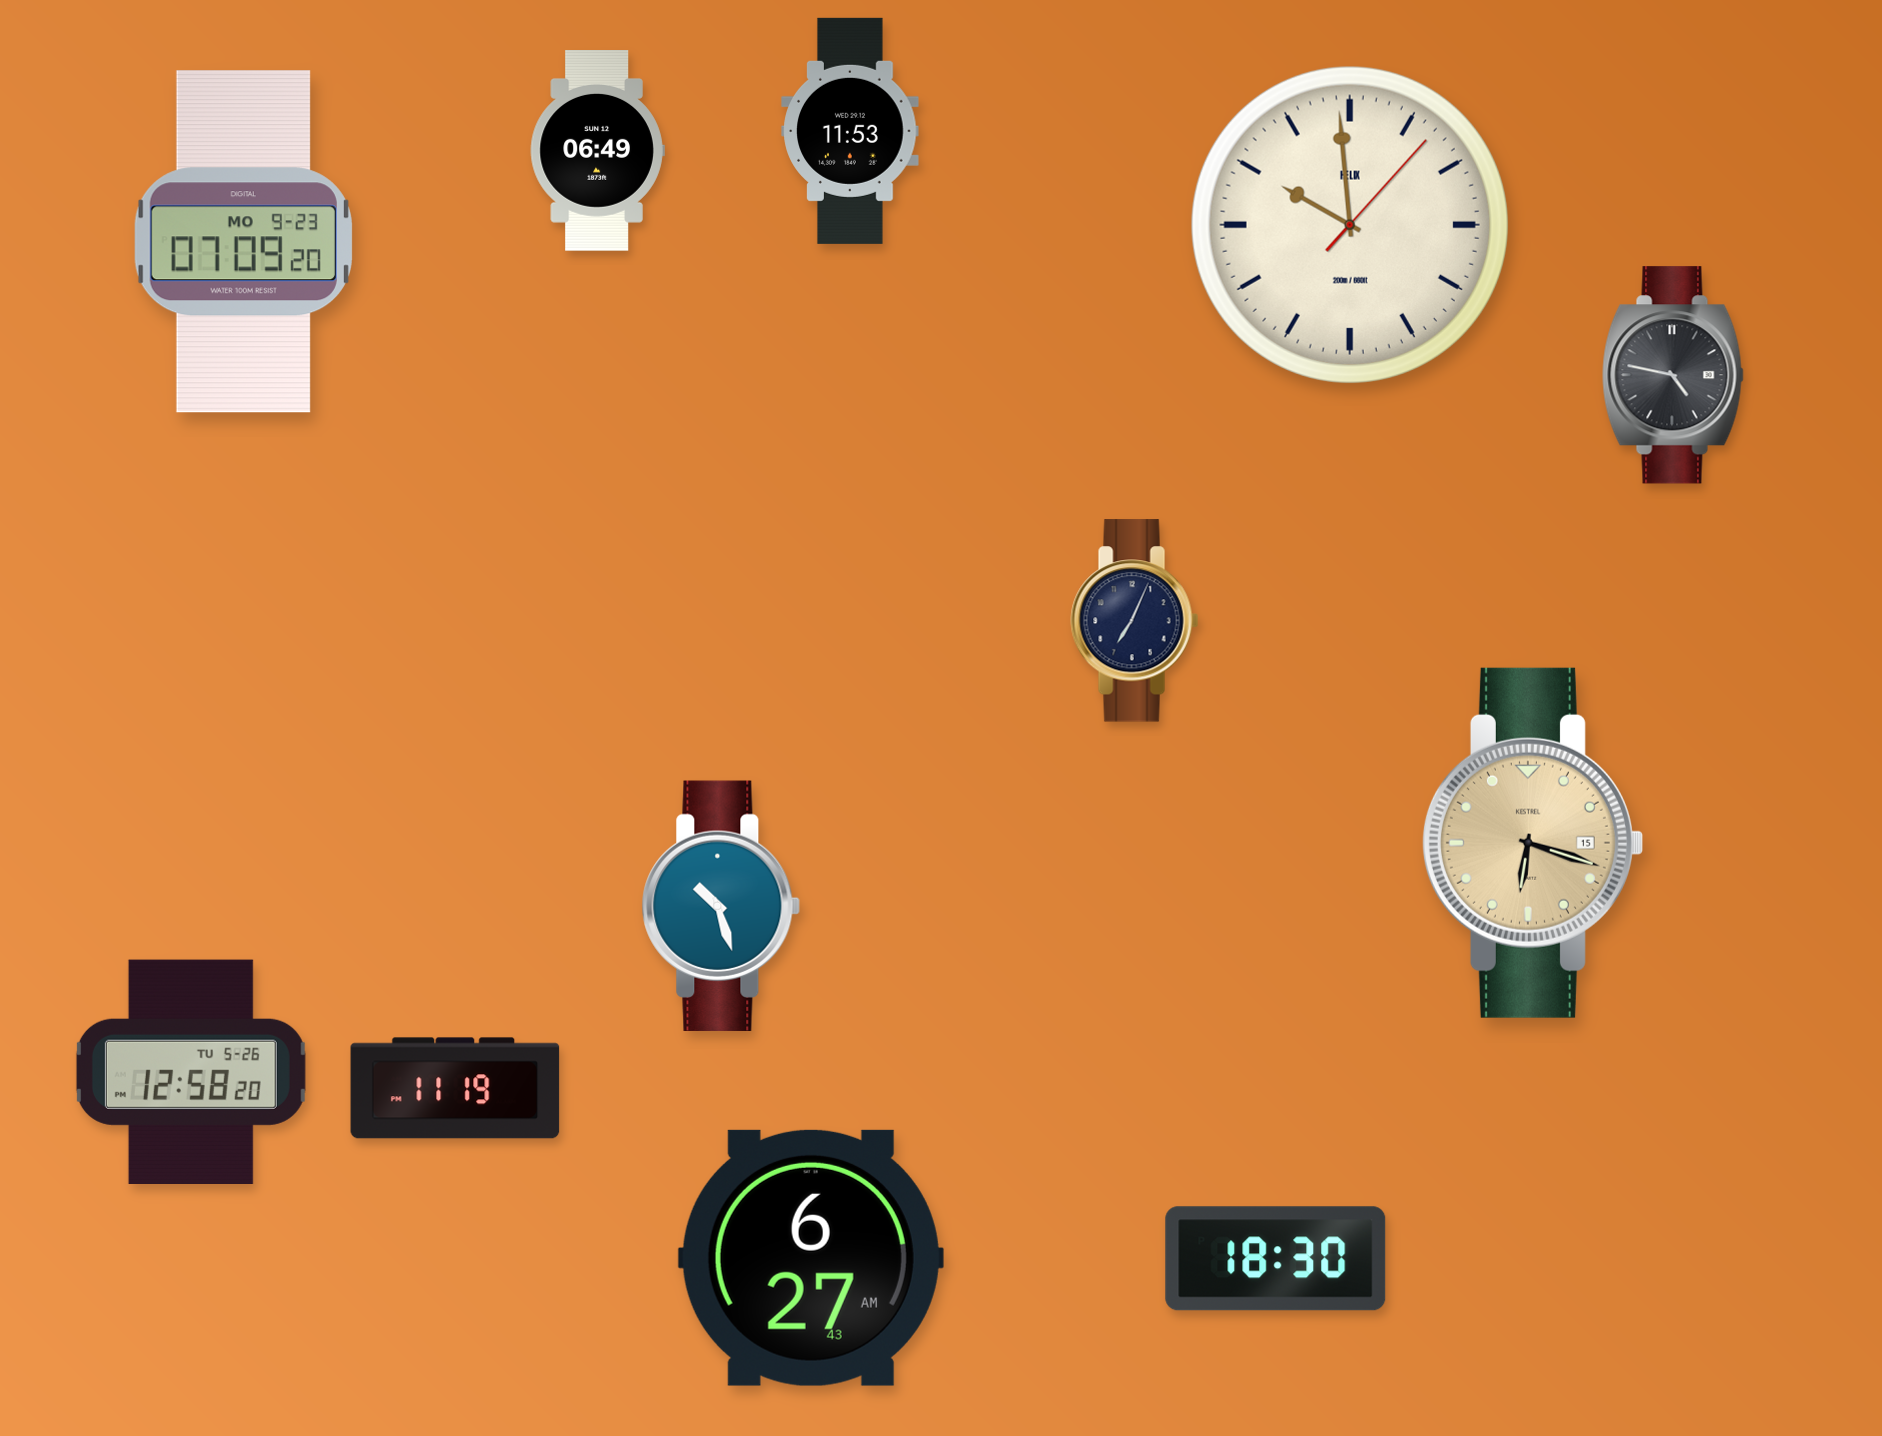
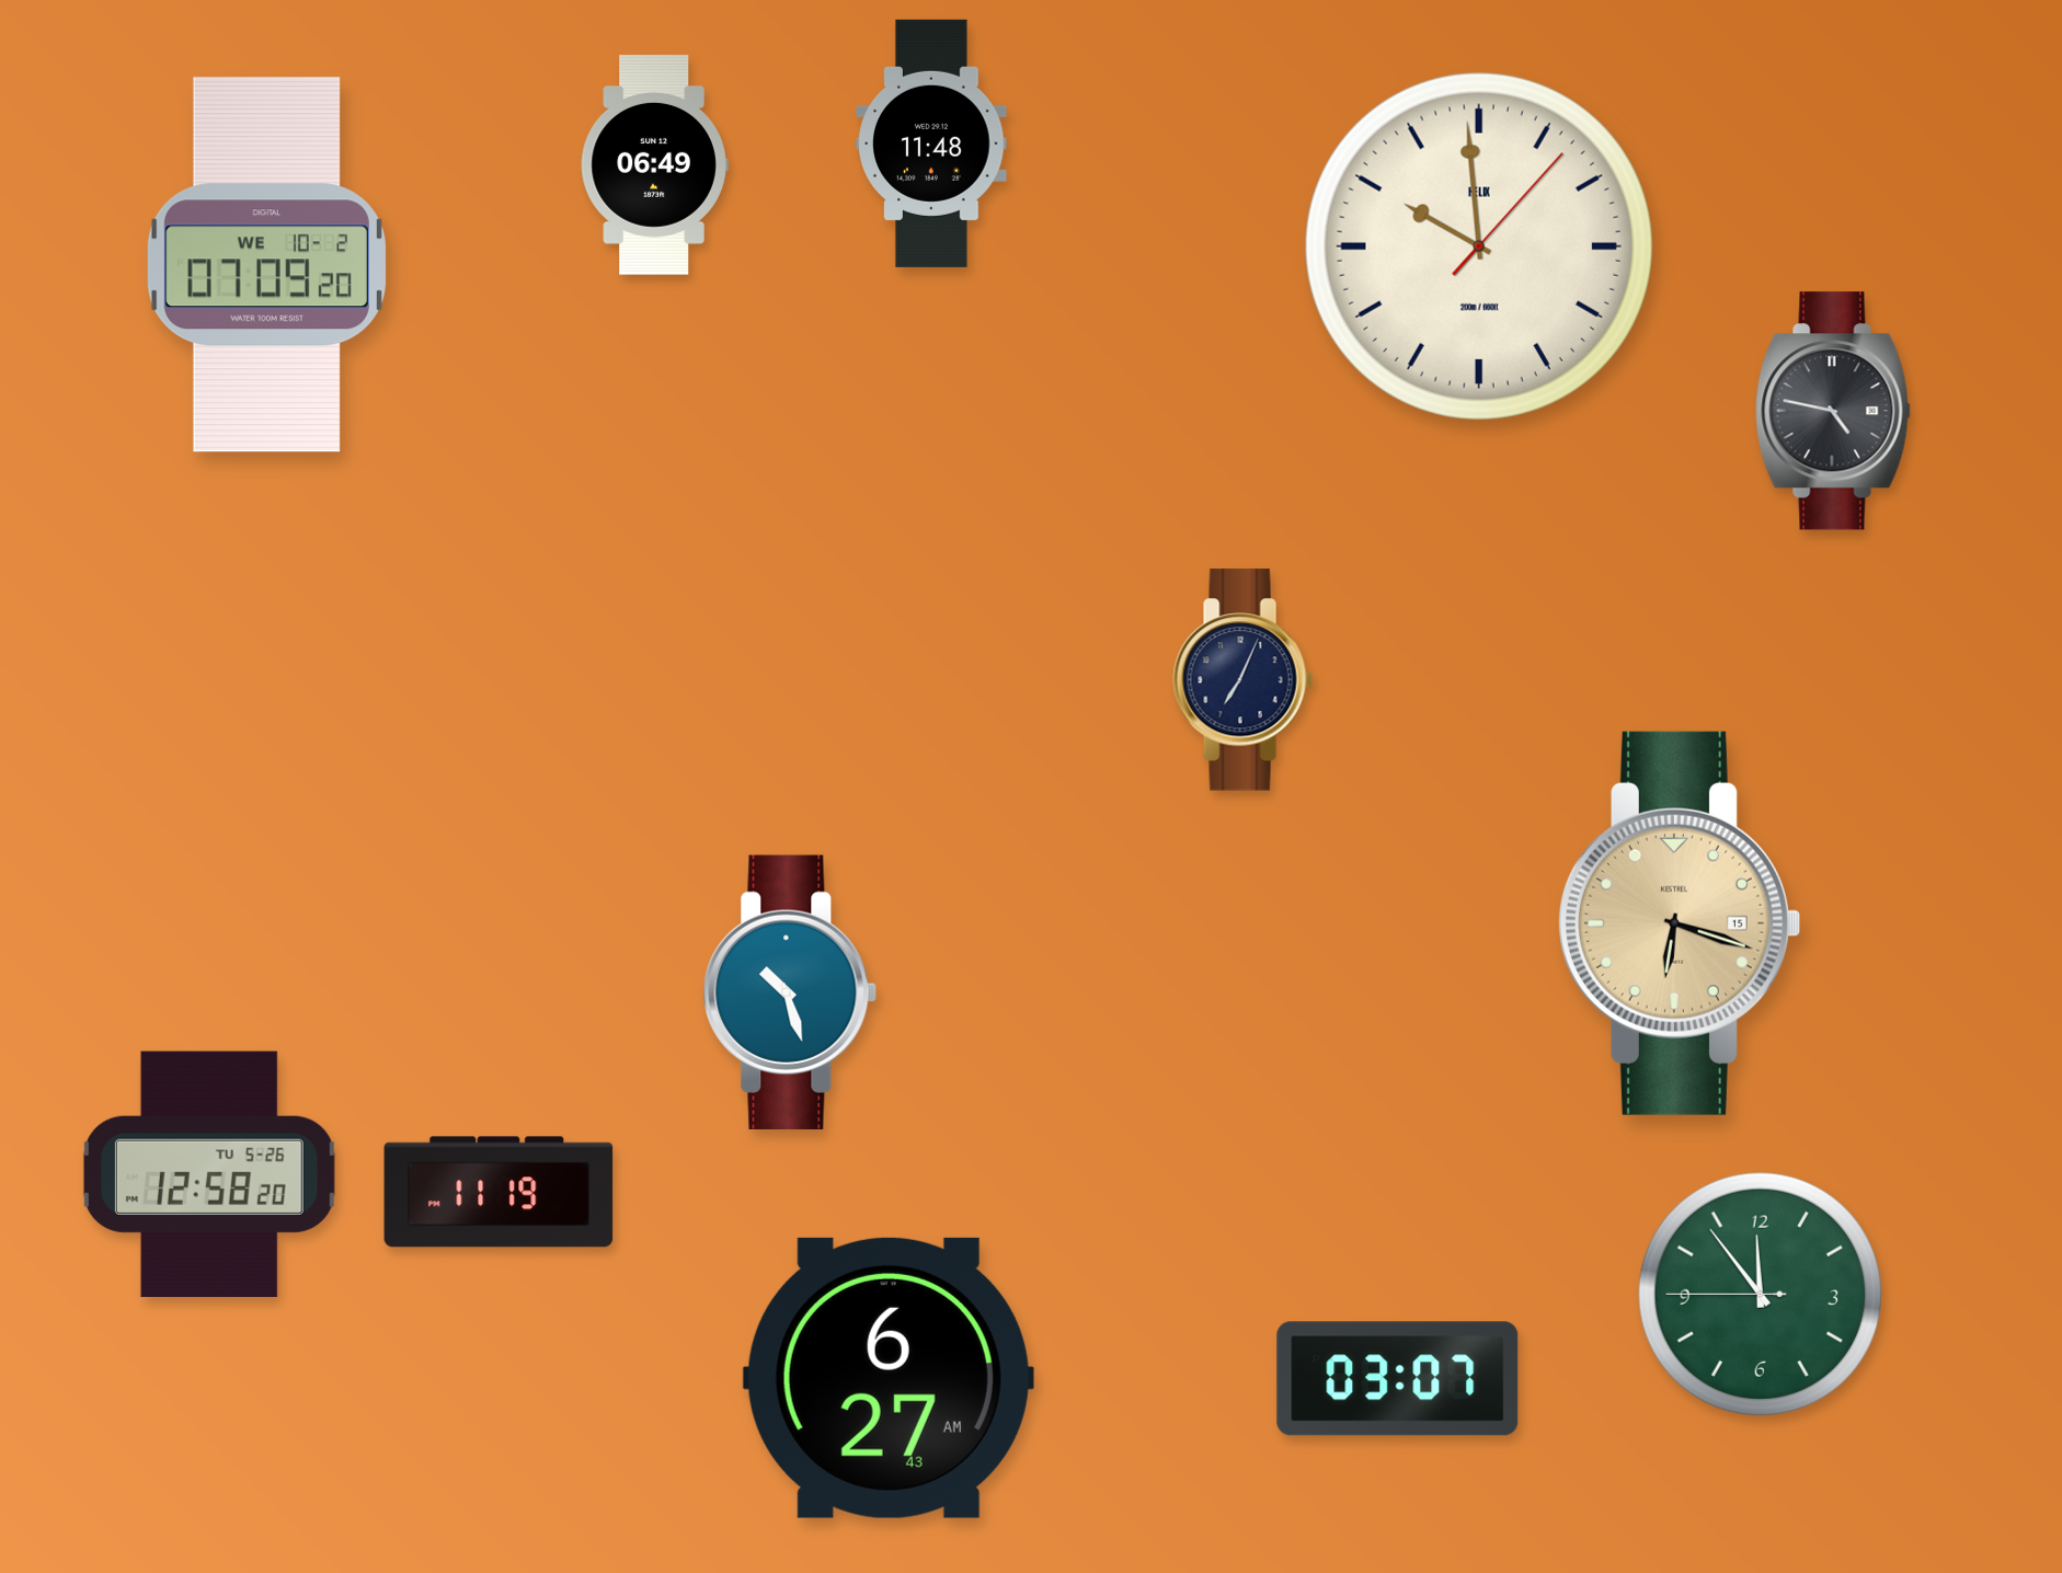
clock at (850, 131): 11:53 -> 11:48
clock at (243, 242) date: MO 9-23 -> WE 10-2
clock at (1760, 1294): none -> 11:53
clock at (1276, 1259): 18:30 -> 03:07
